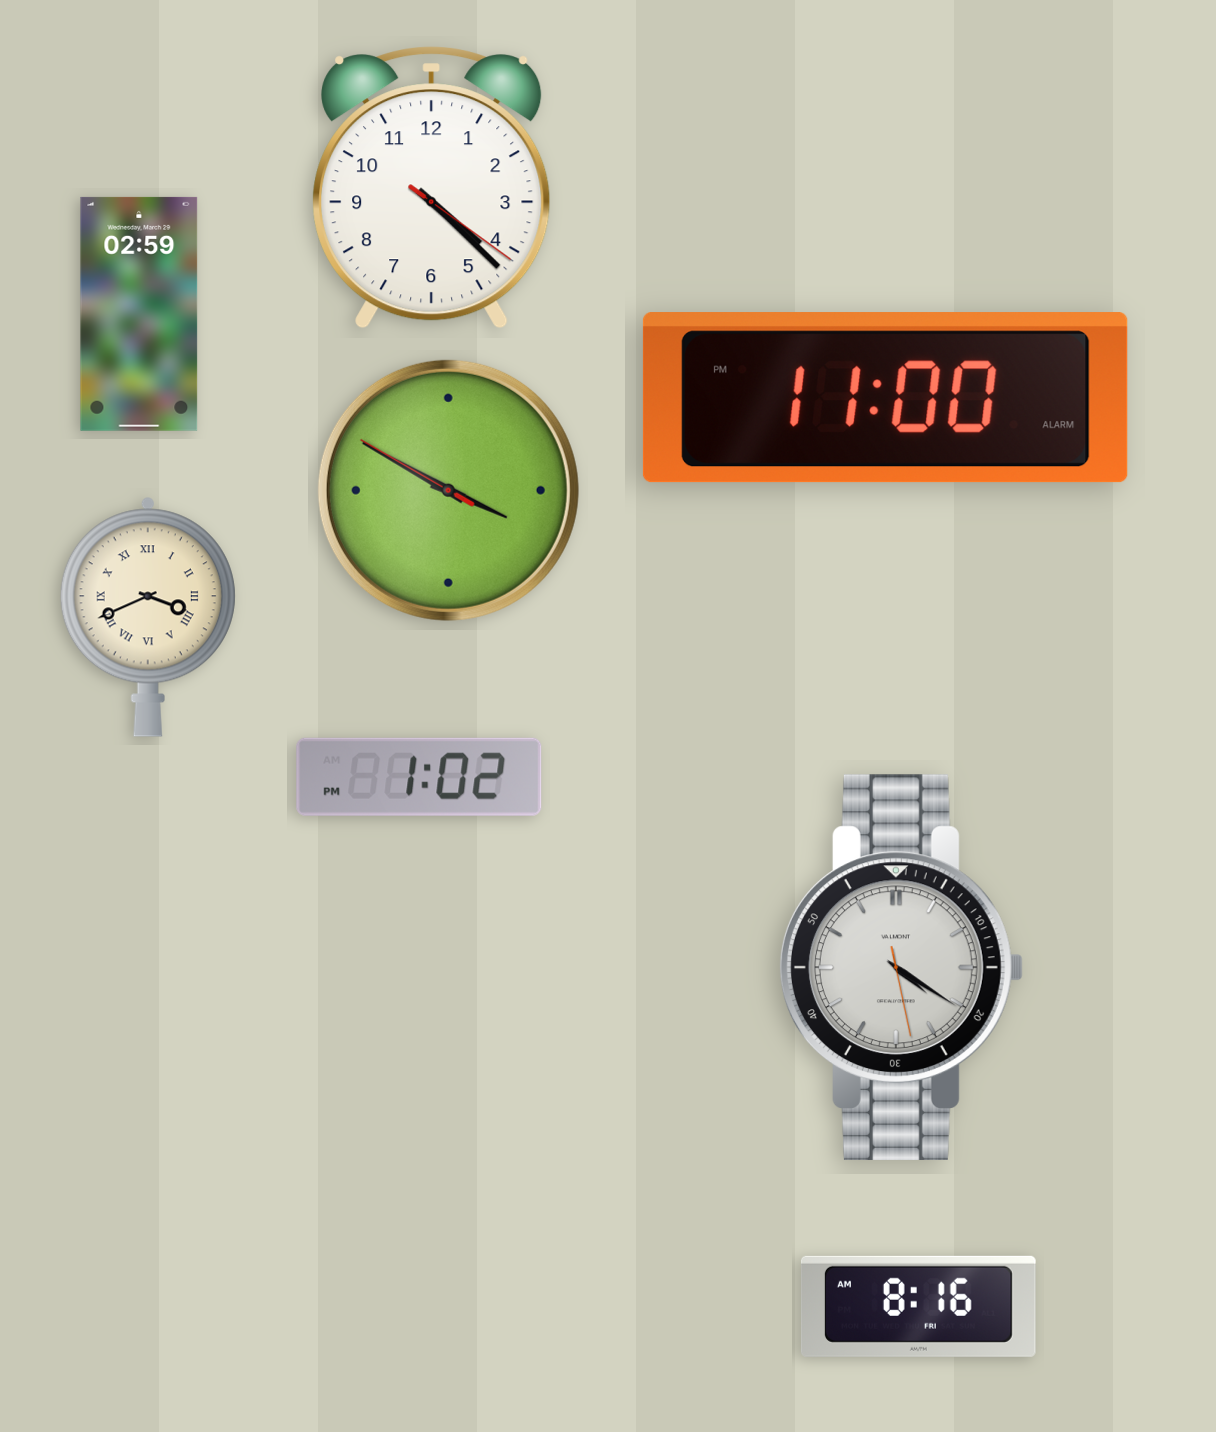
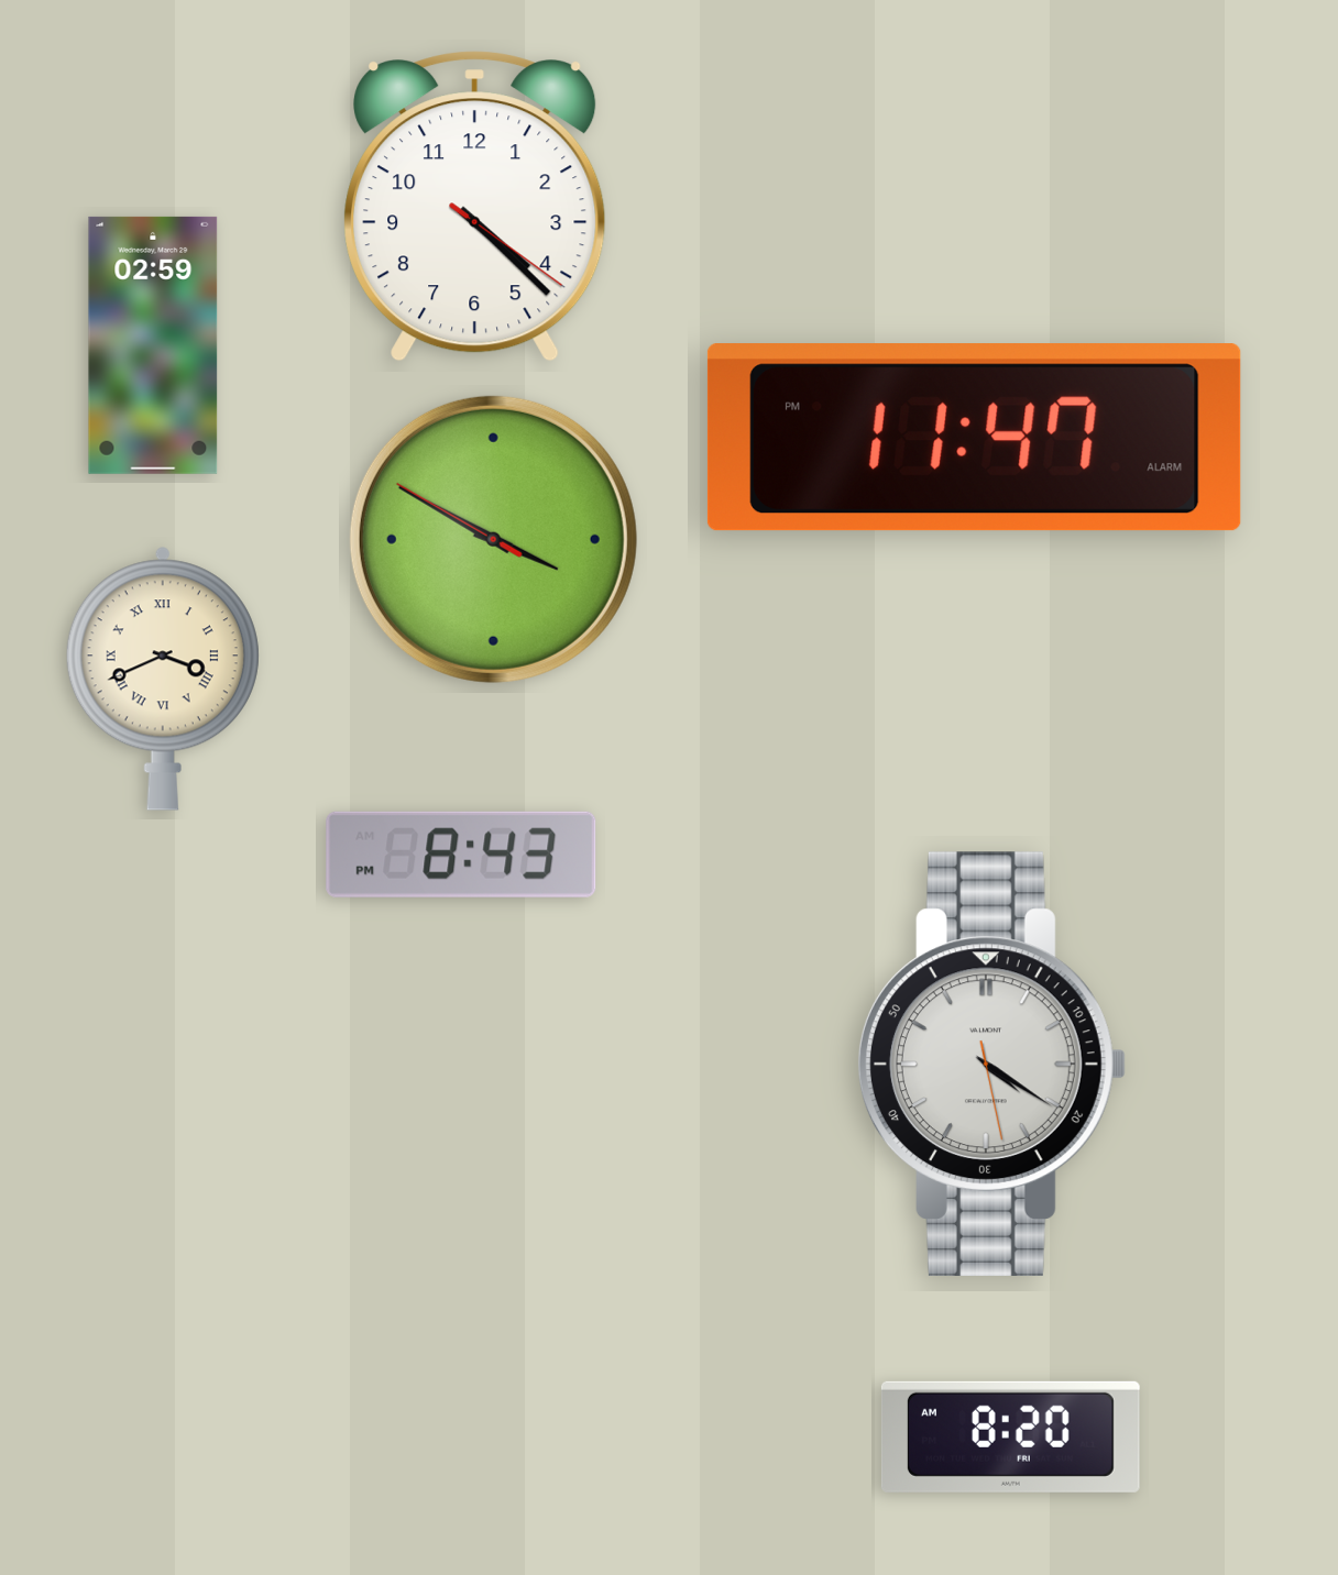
clock at (885, 398): 11:00 -> 11:47
clock at (419, 777): 1:02 -> 8:43
clock at (918, 1306): 8:16 -> 8:20
